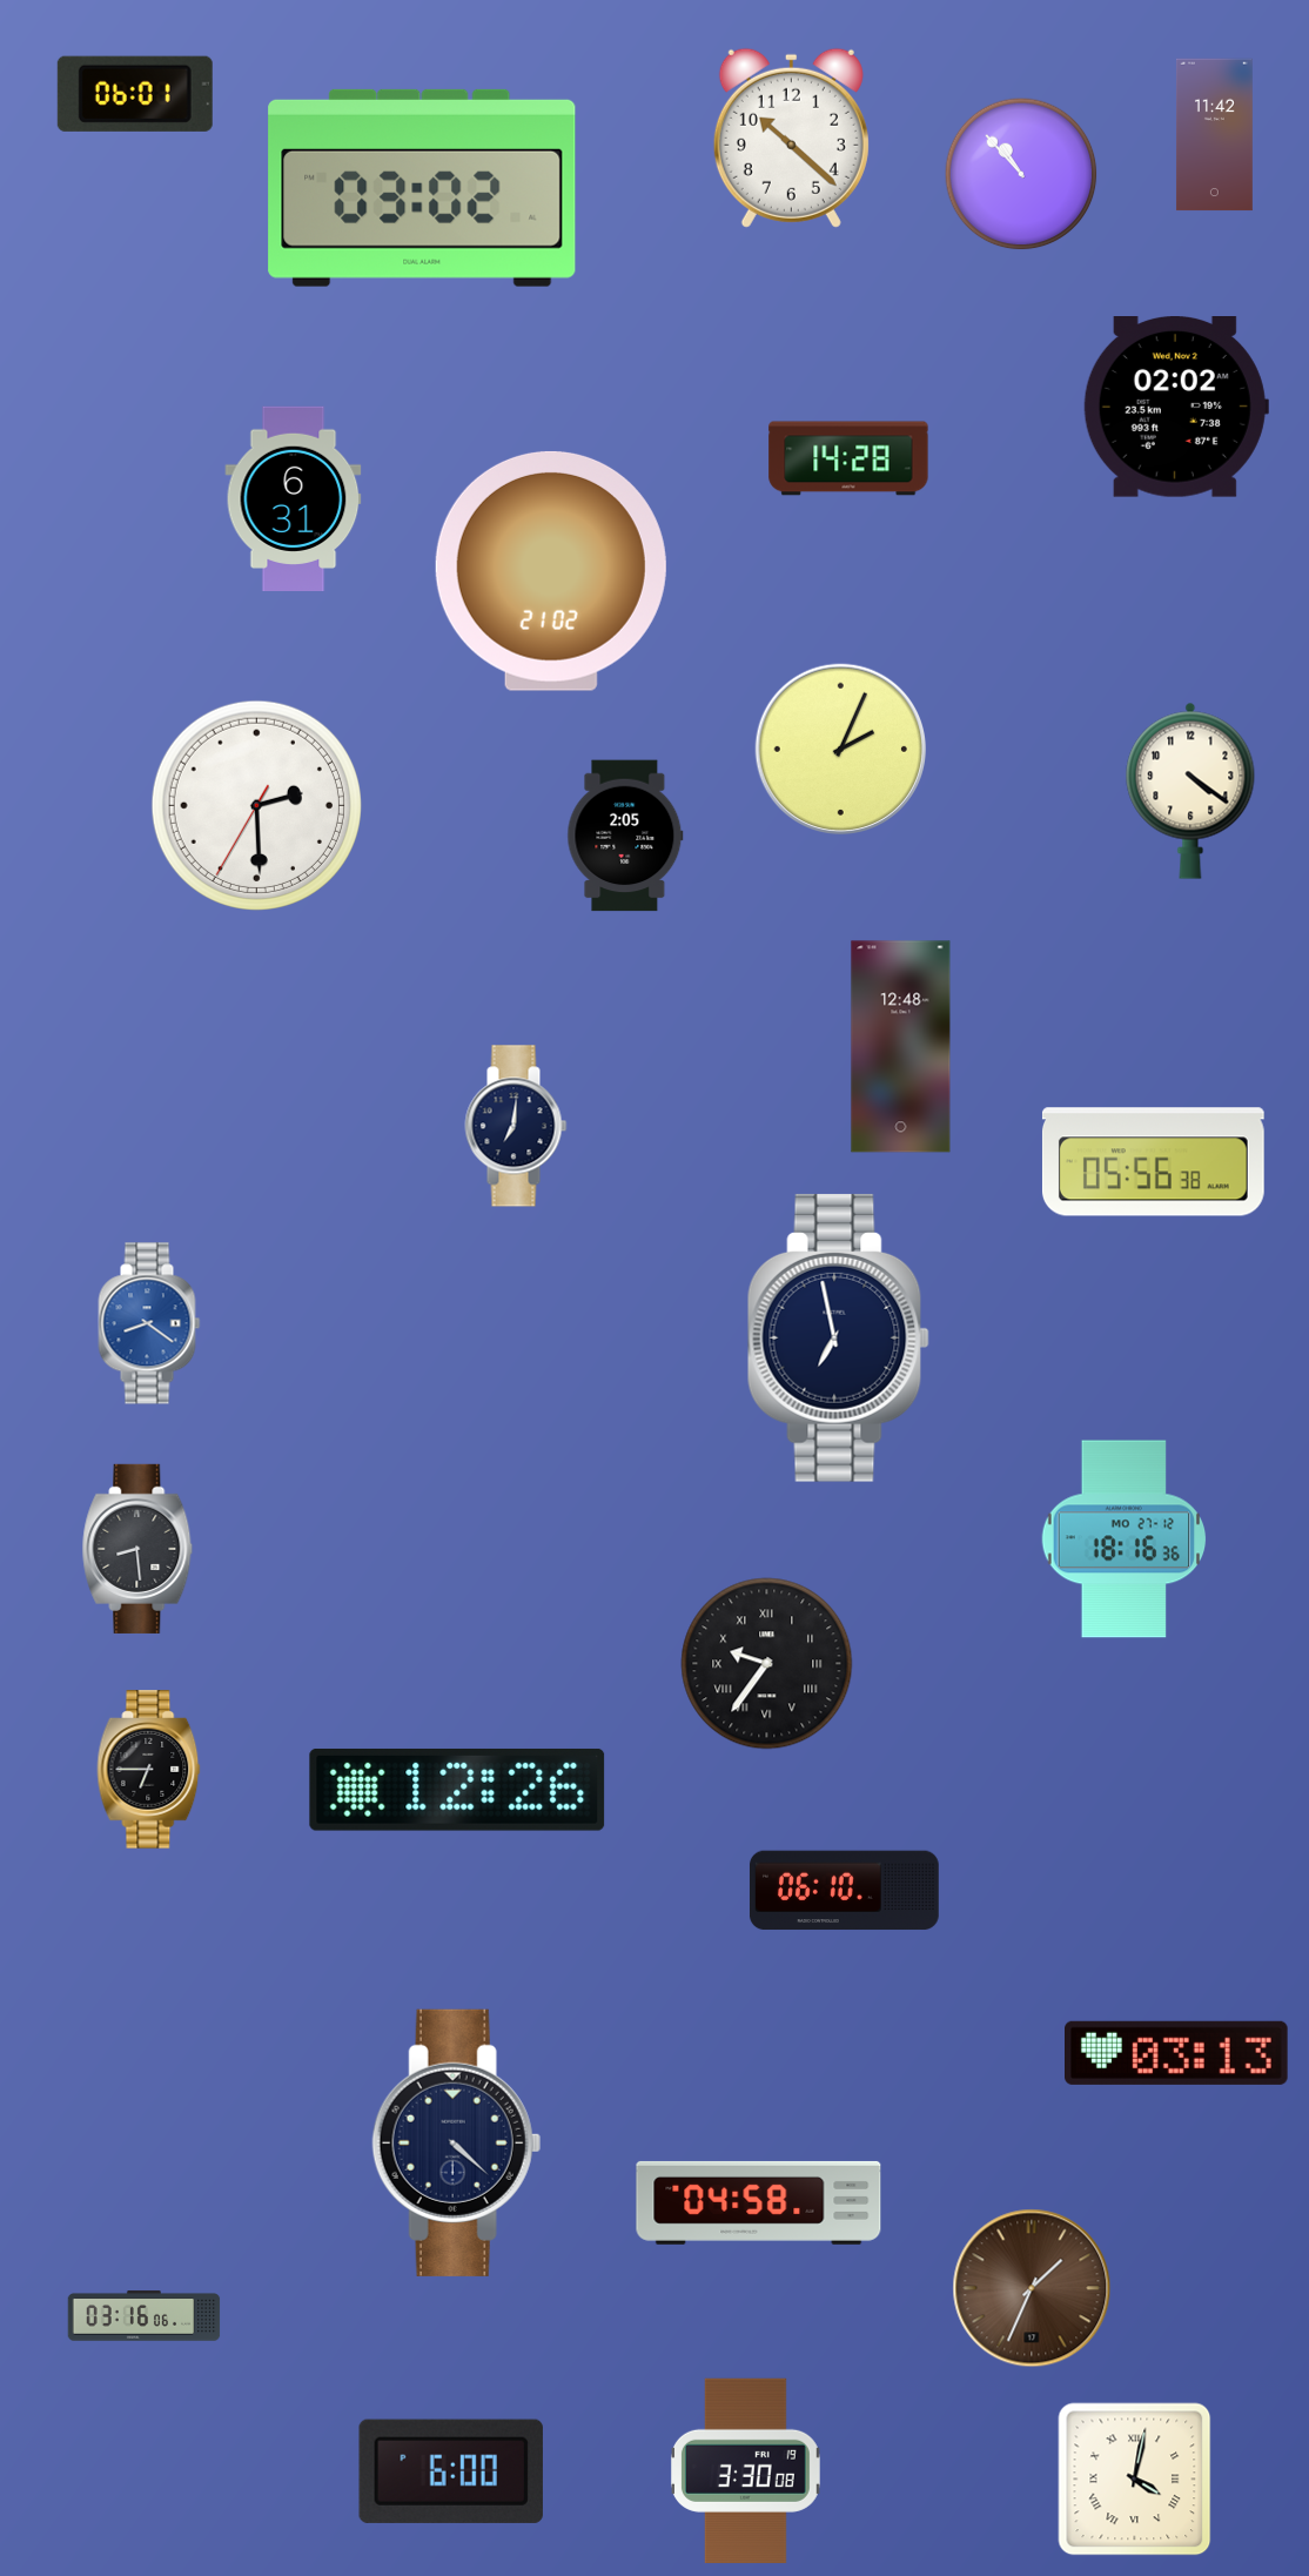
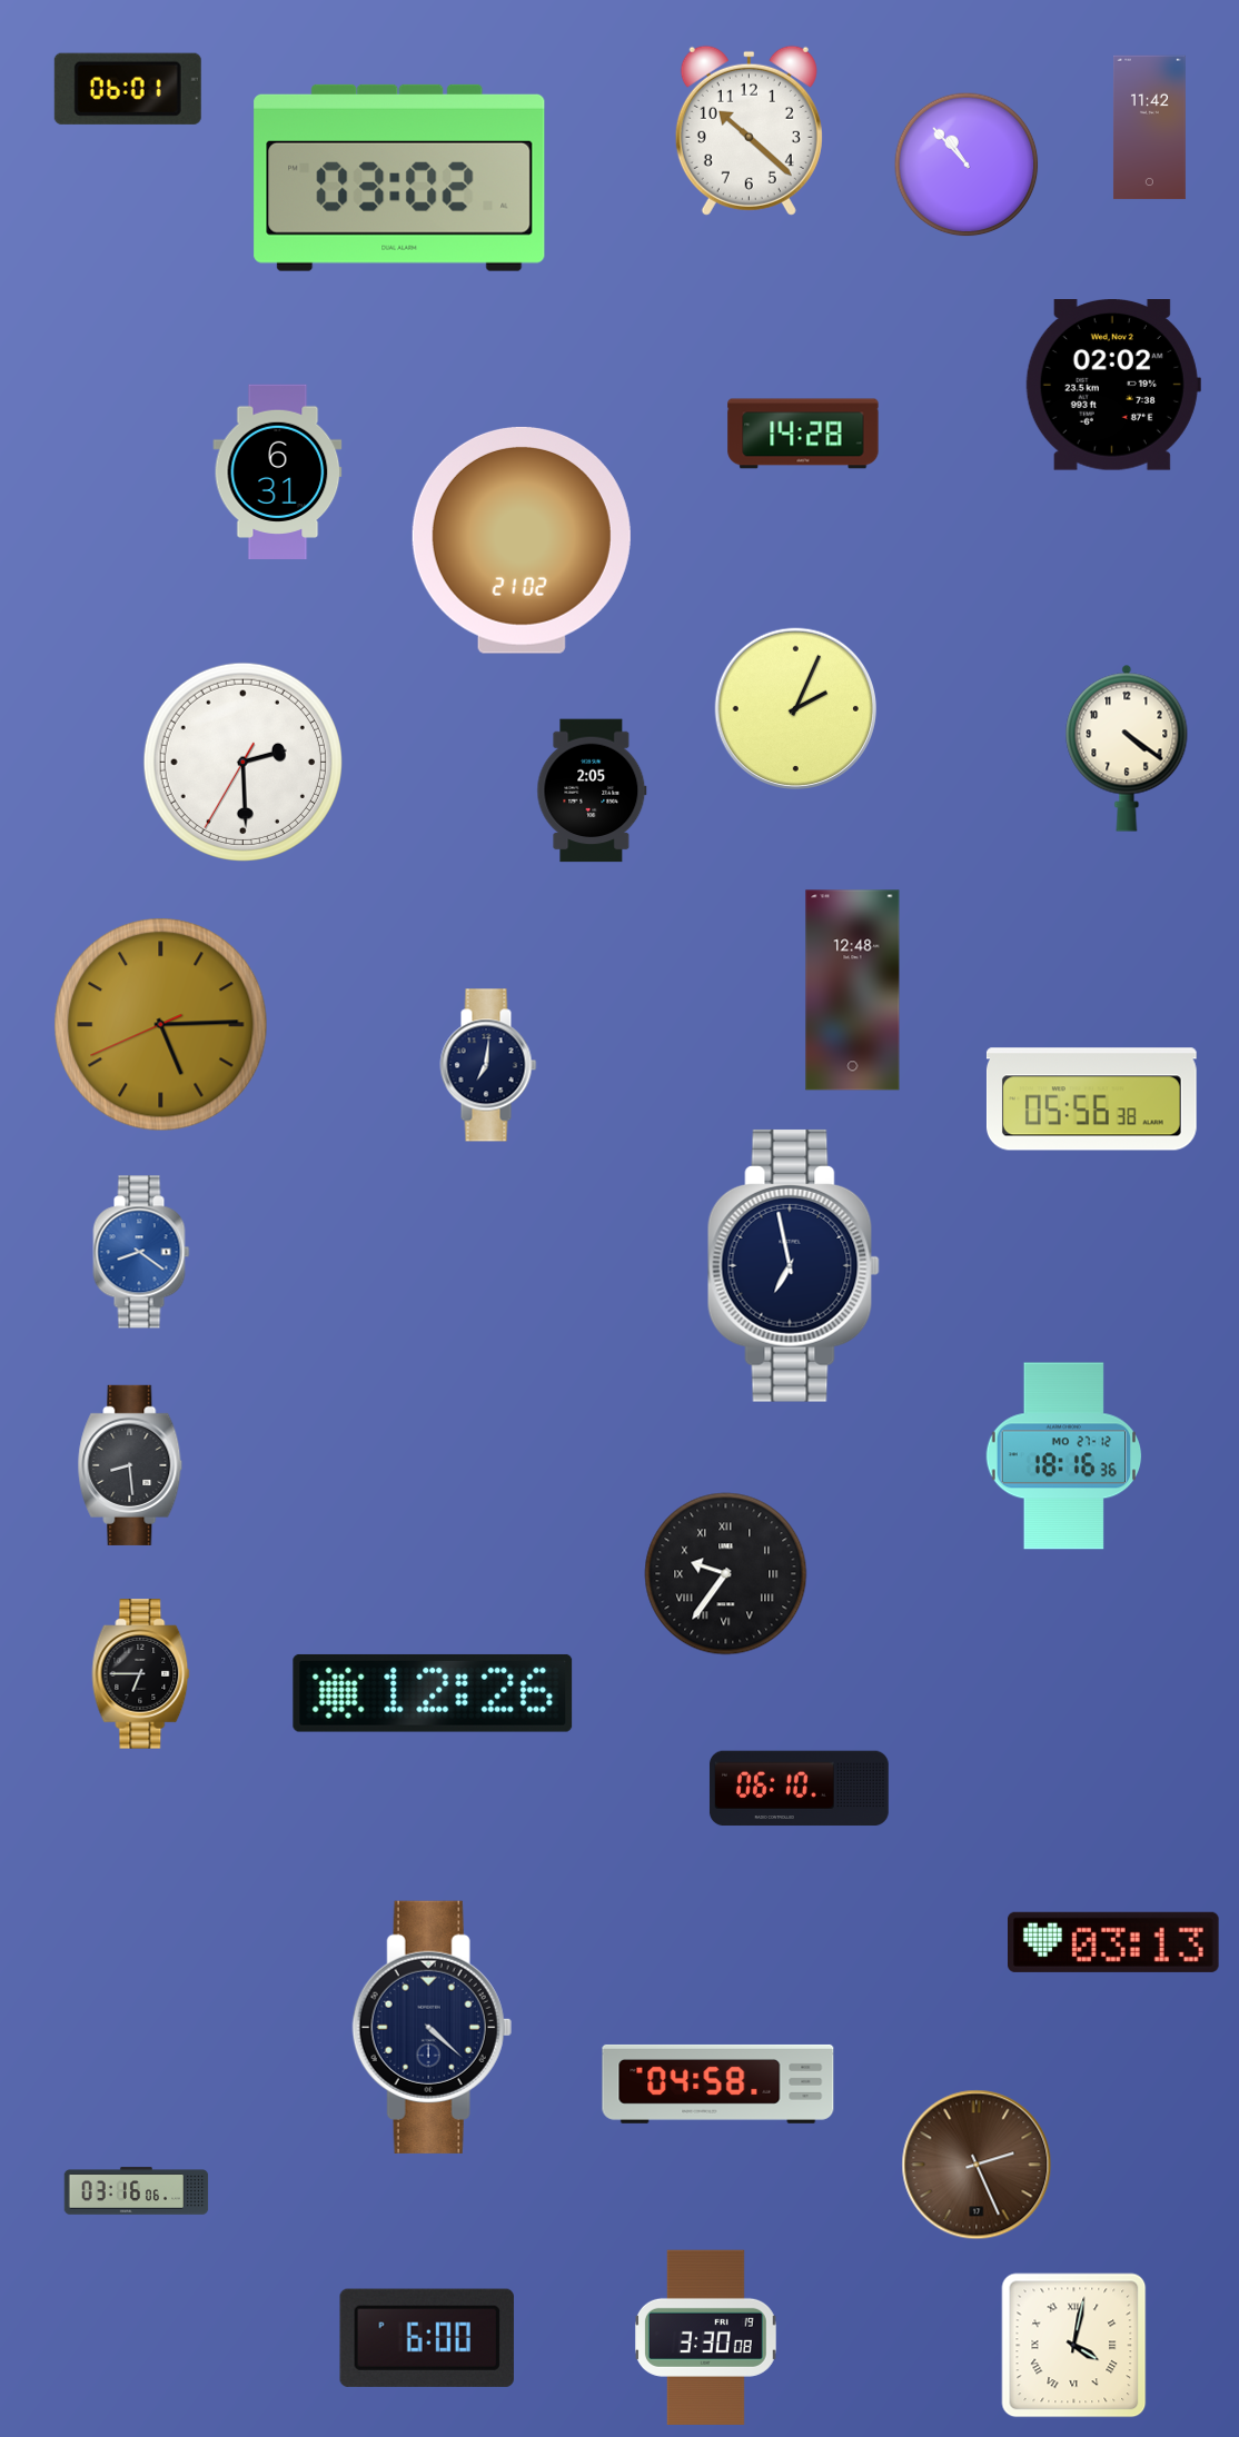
clock at (161, 1025): none -> 5:14
clock at (1032, 2288): 1:34 -> 2:26
